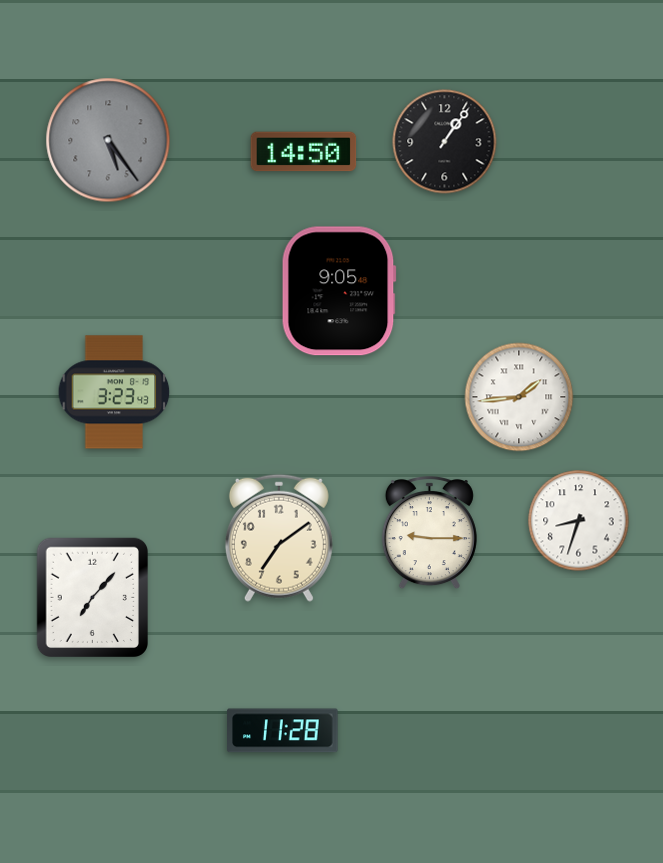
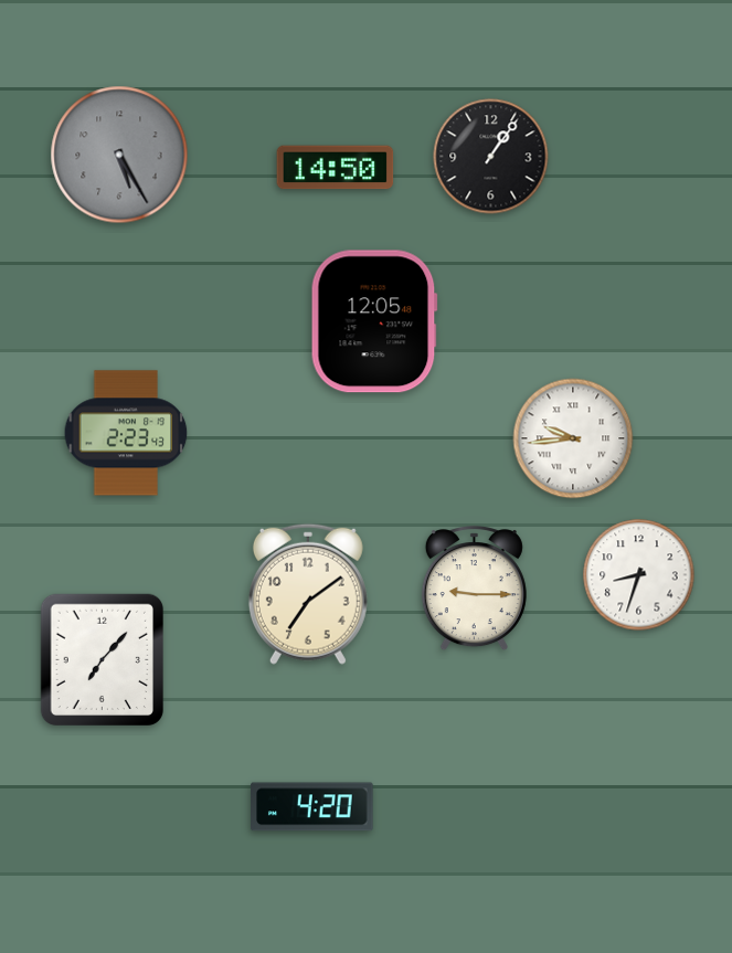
clock at (108, 140): 5:24 -> 5:25
clock at (339, 291): 9:05 -> 12:05
clock at (114, 392): 3:23 -> 2:23
clock at (519, 397): 1:44 -> 9:44
clock at (283, 731): 11:28 -> 4:20
